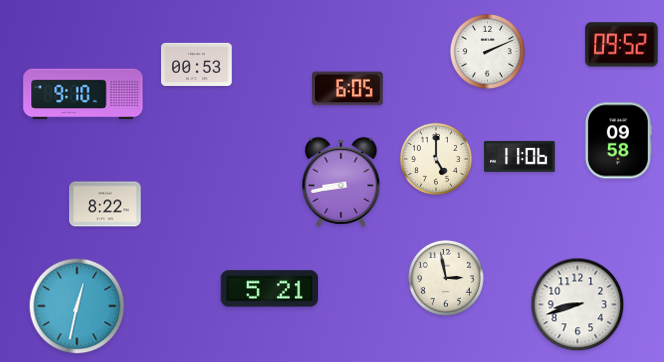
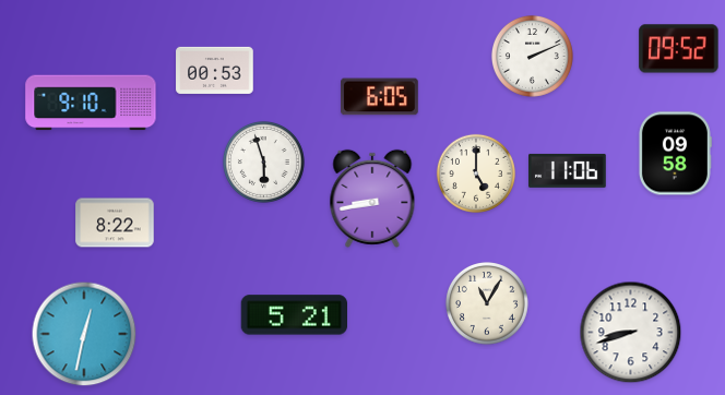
clock at (263, 161): none -> 5:57
clock at (447, 279): 2:58 -> 11:05
